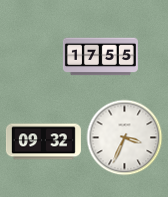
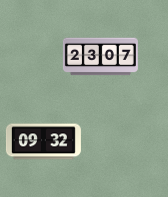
clock at (100, 57): 17:55 -> 23:07
clock at (125, 138): 3:34 -> none
